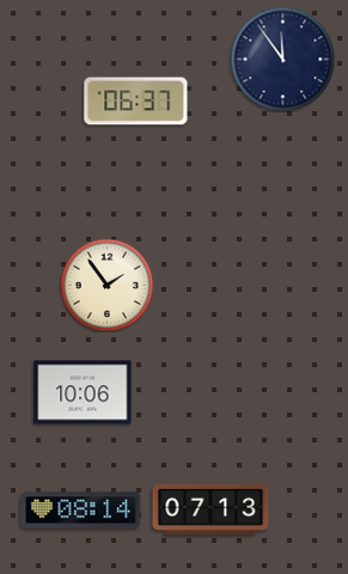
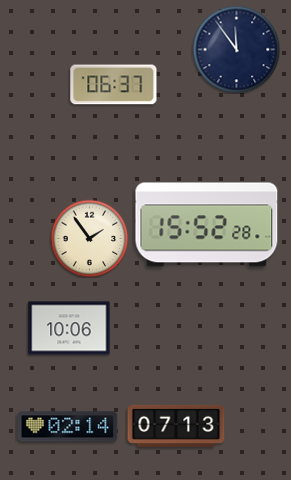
clock at (207, 225): none -> 15:52
clock at (81, 511): 08:14 -> 02:14
